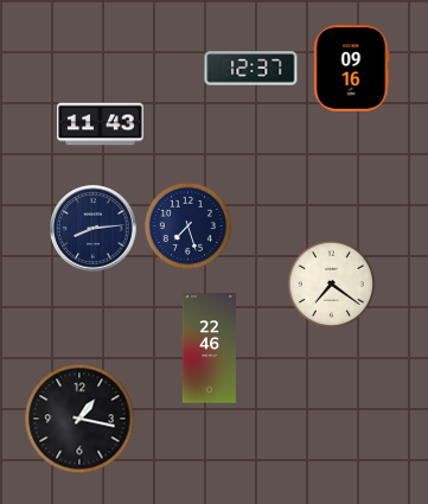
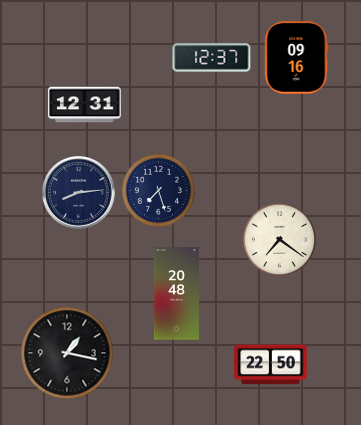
clock at (101, 125): 11:43 -> 12:31
clock at (209, 349): 22:46 -> 20:48
clock at (271, 365): none -> 22:50
